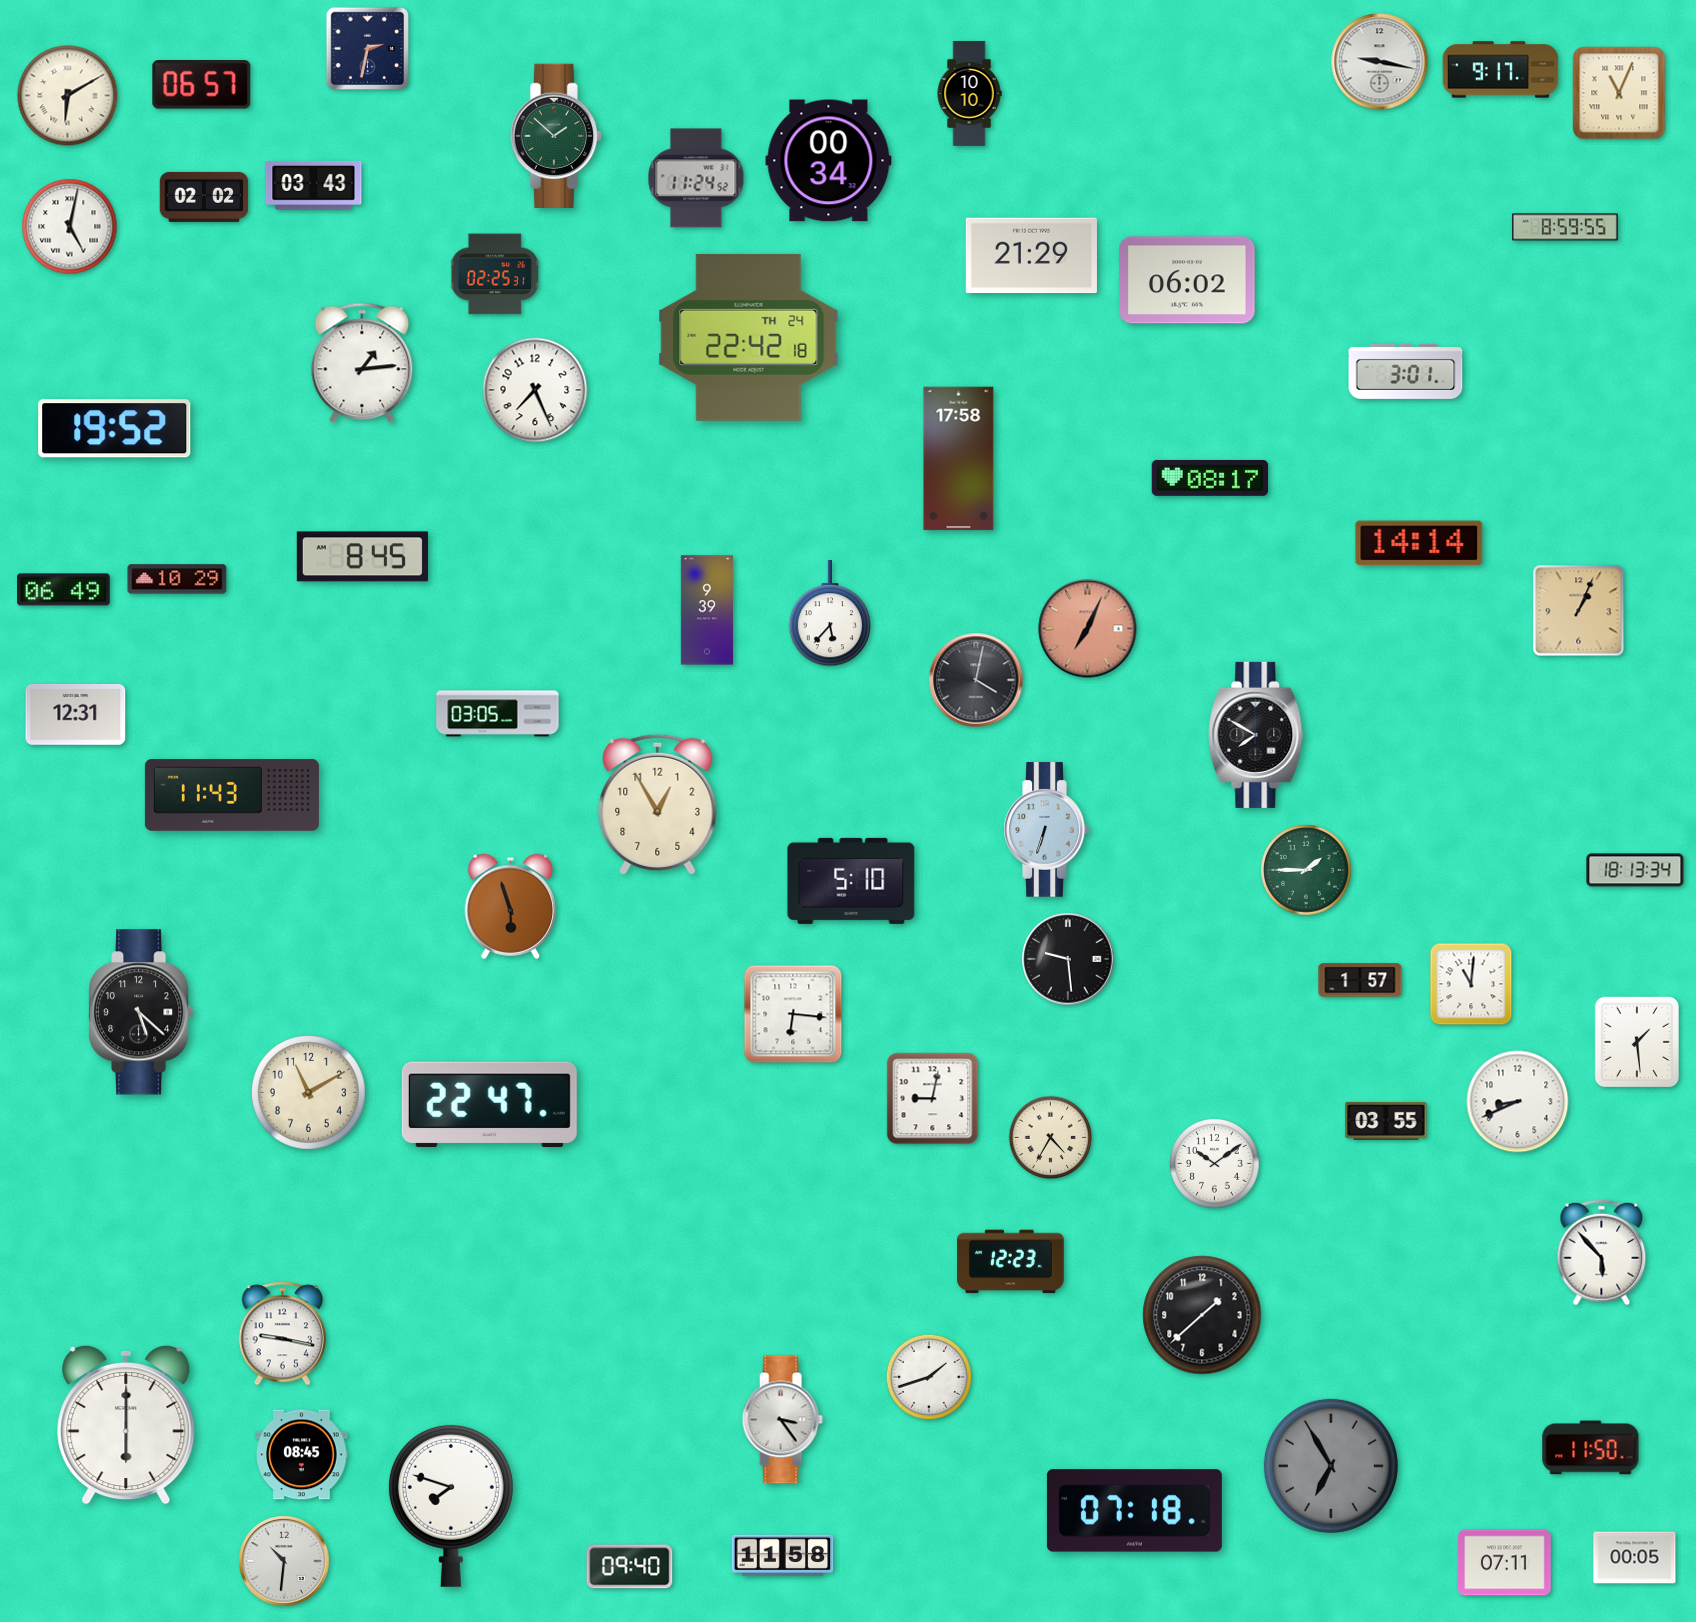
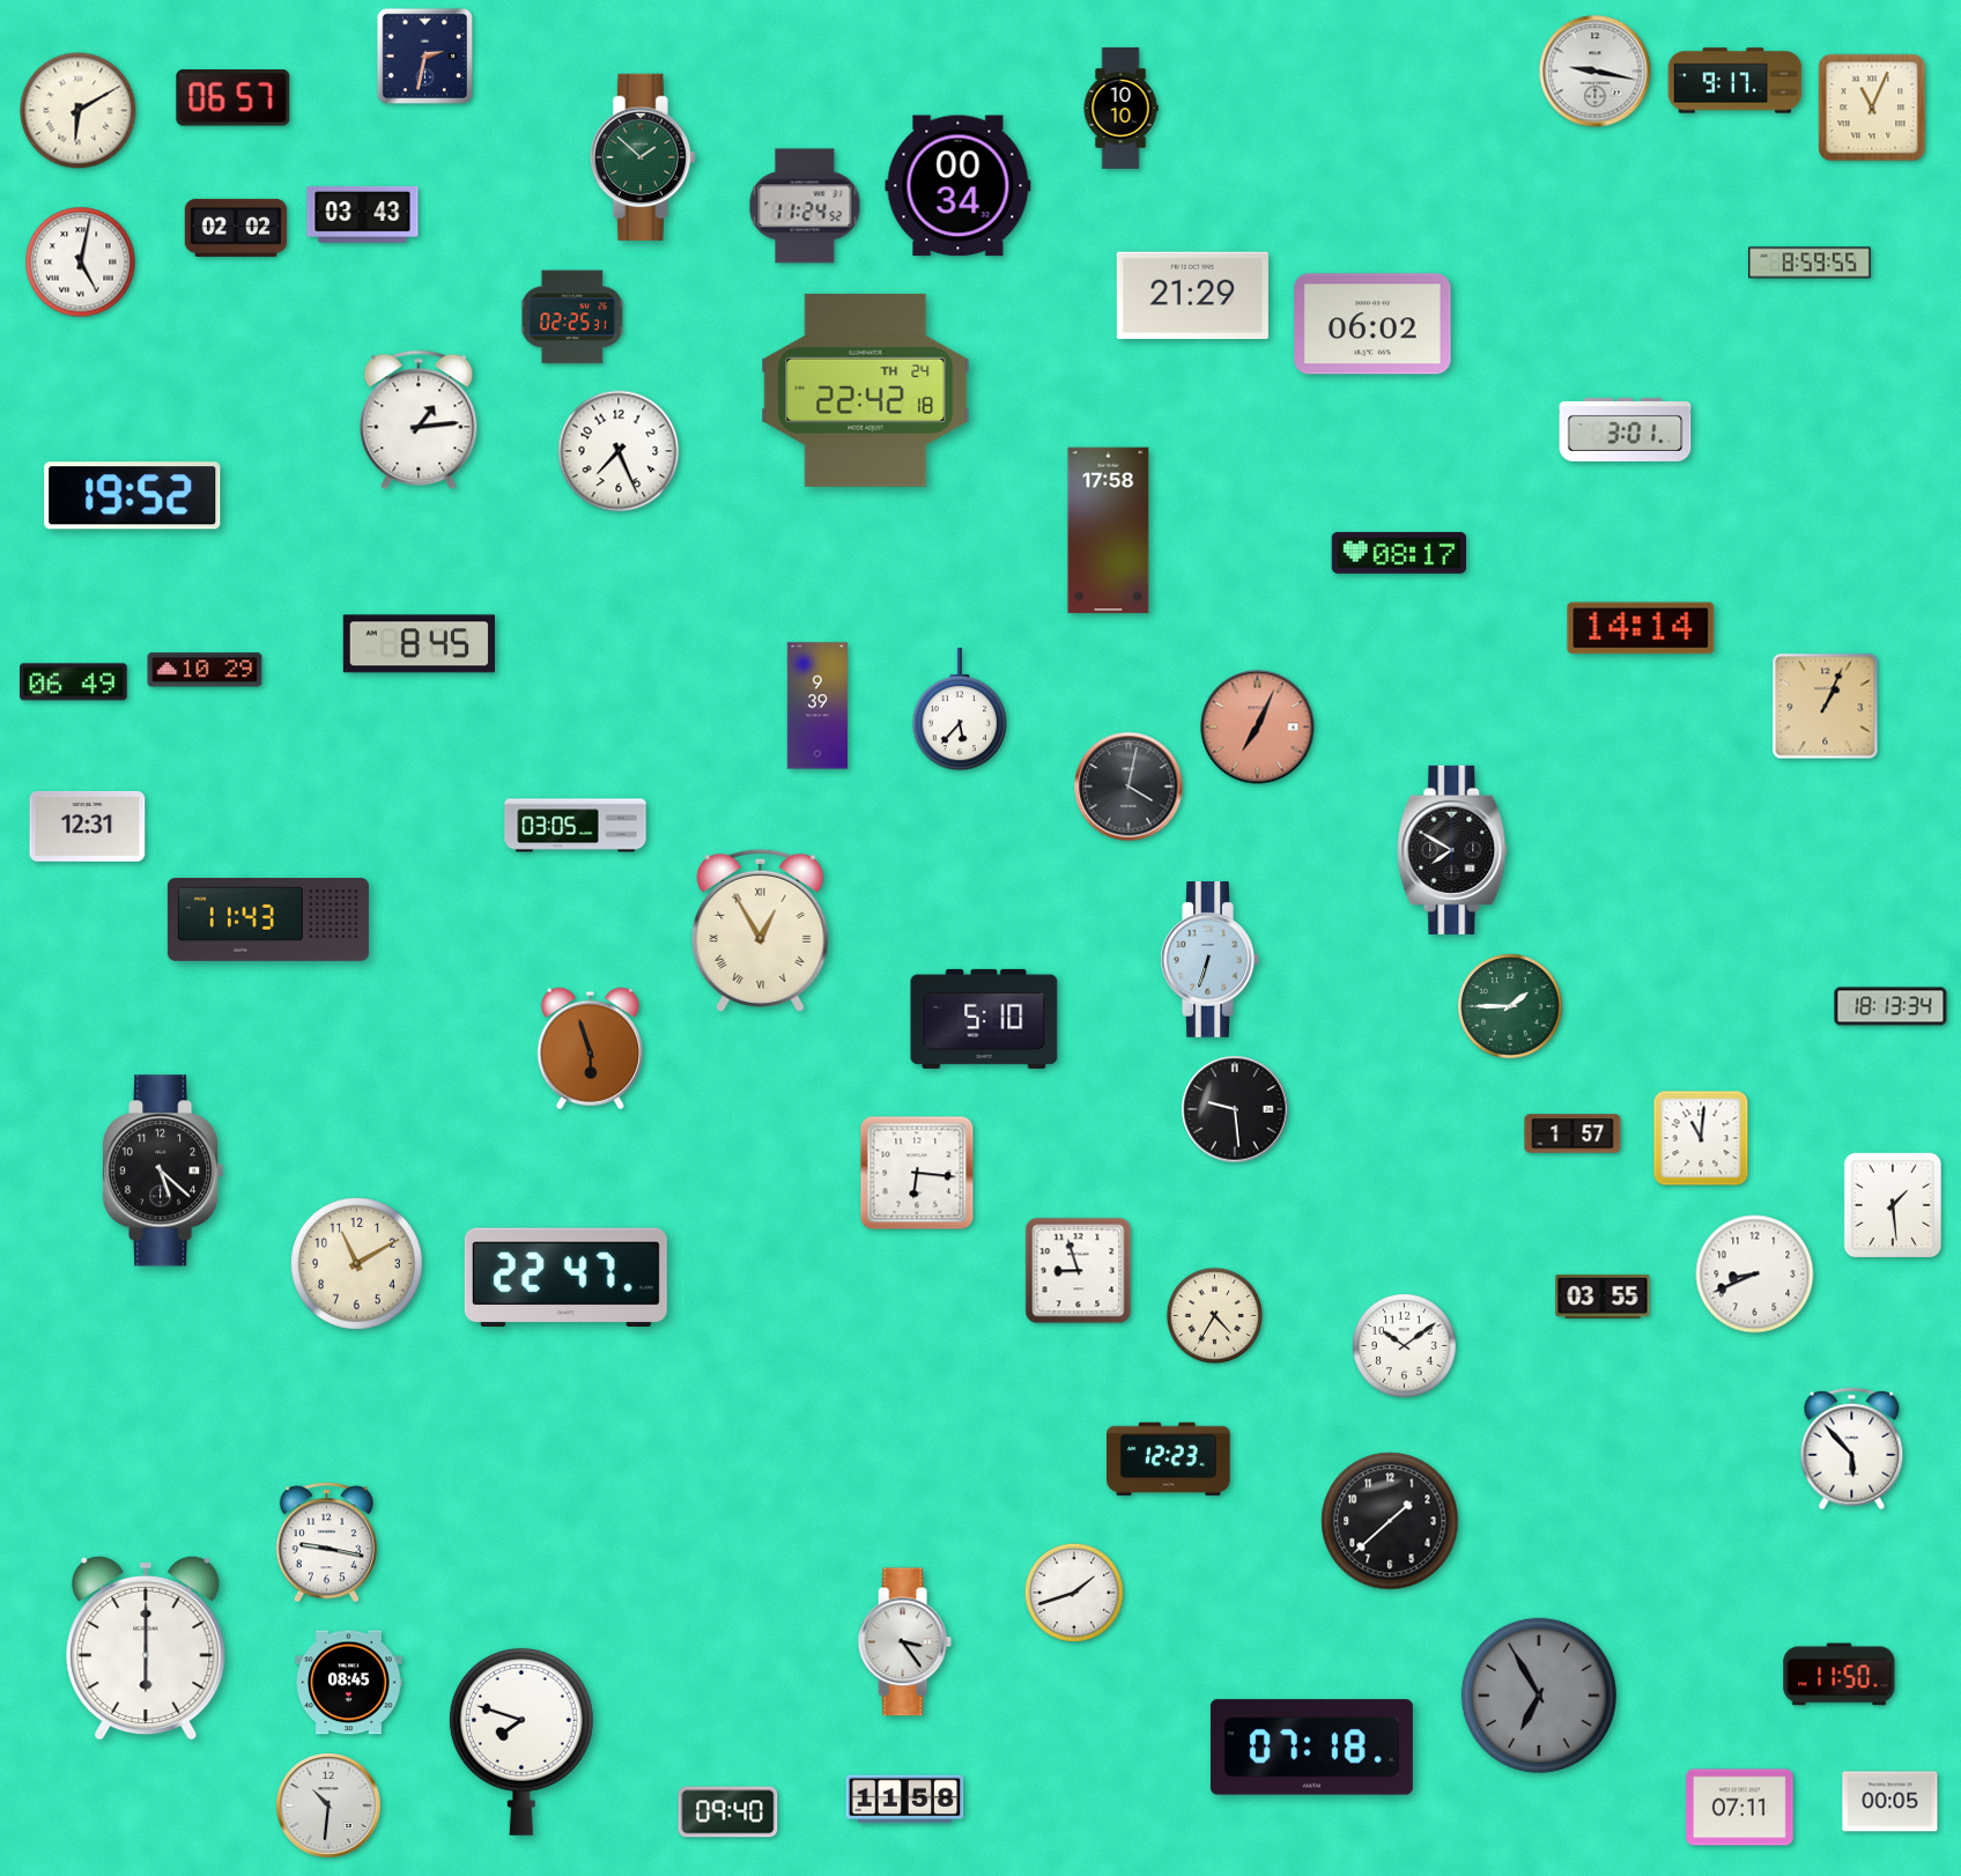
clock at (658, 804) numerals: Arabic -> Roman
clock at (933, 1099): 9:02 -> 8:57
